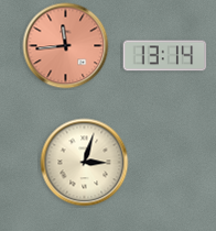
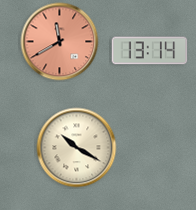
clock at (66, 46): 11:44 -> 11:40
clock at (85, 163): 3:03 -> 10:20
